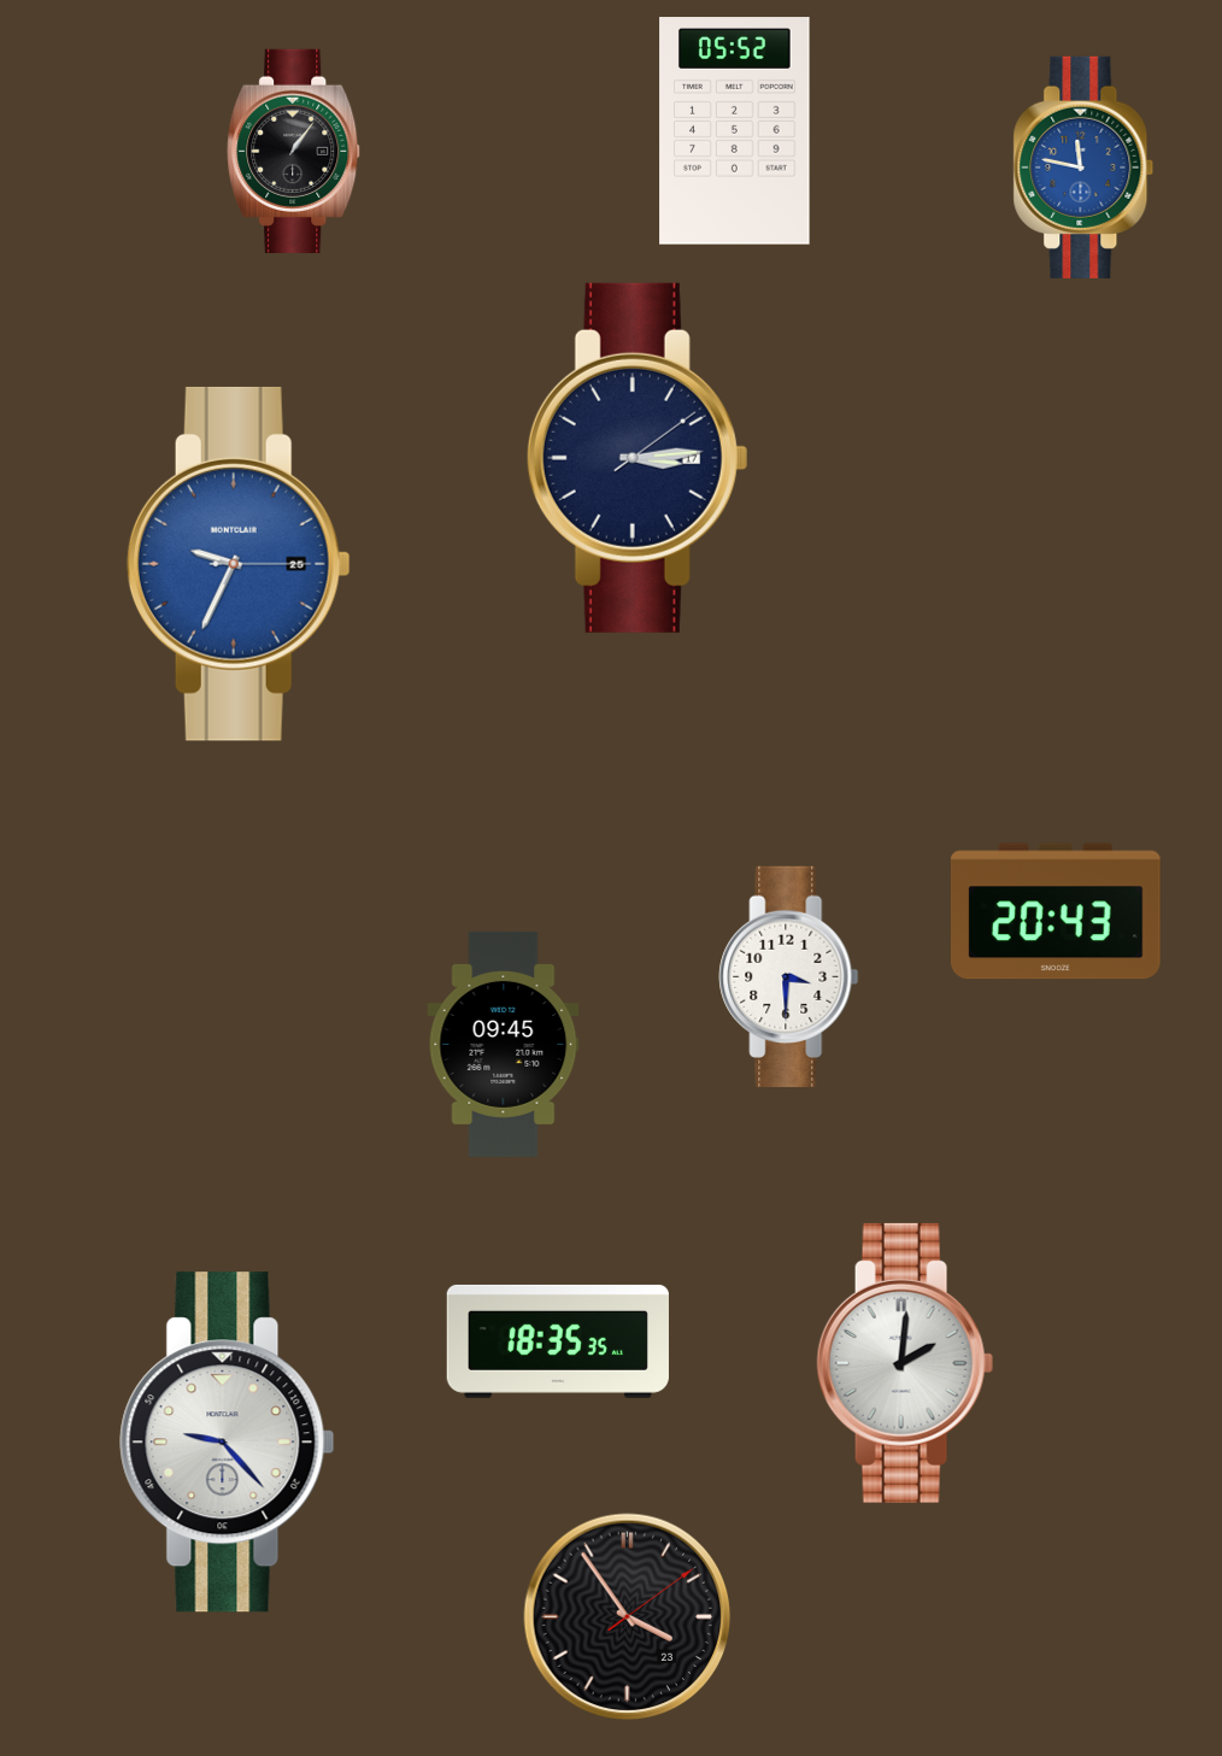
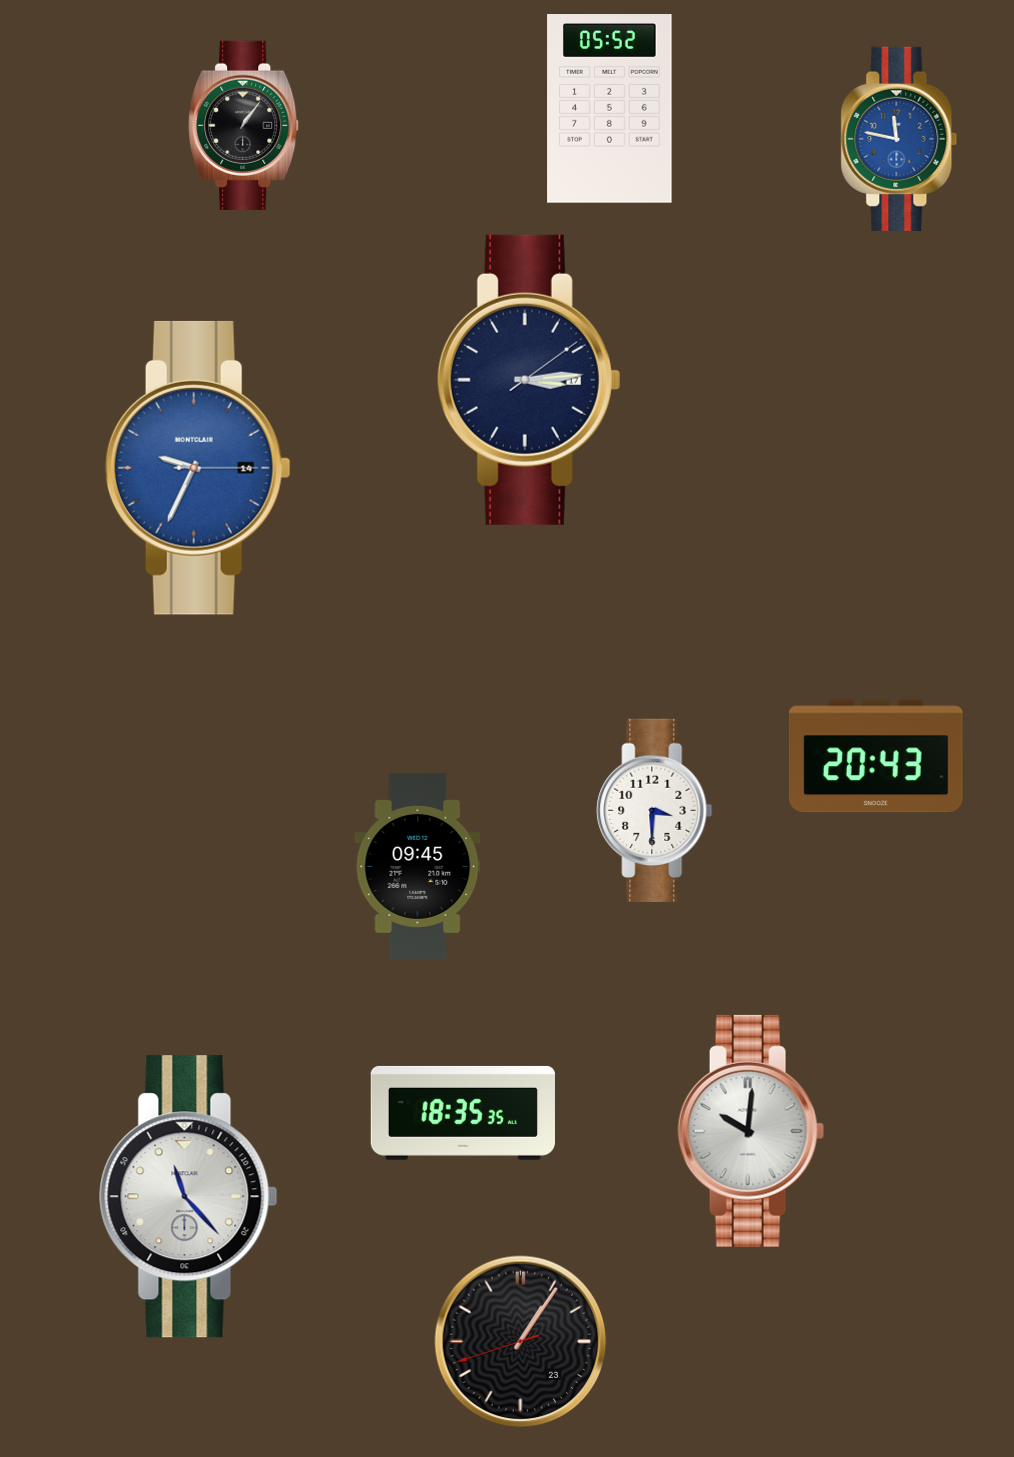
clock at (239, 564) date: 25 -> 14
clock at (905, 1363): 2:01 -> 10:01
clock at (228, 1443): 9:23 -> 11:23
clock at (628, 1617): 3:54 -> 1:05
